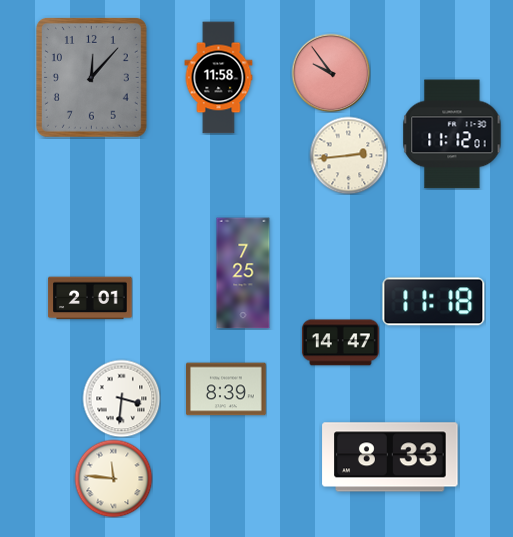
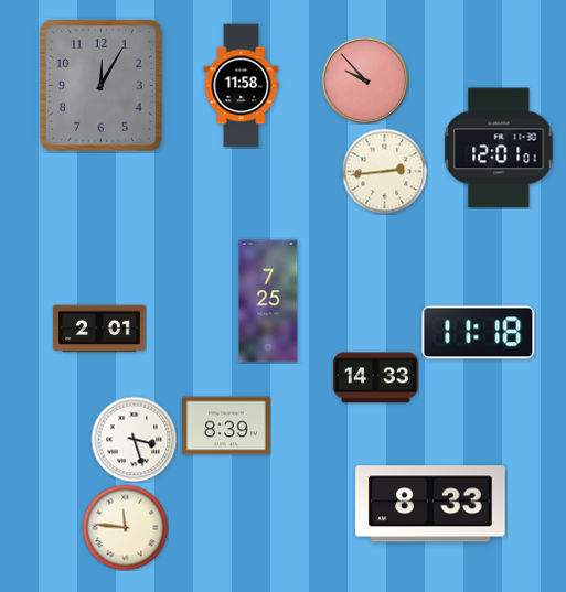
clock at (331, 73): 9:54 -> 9:53
clock at (91, 77): 12:07 -> 12:05
clock at (452, 134): 11:12 -> 12:01
clock at (340, 343): 14:47 -> 14:33
clock at (227, 389) position: (227, 389) -> (227, 426)
clock at (121, 398): 3:31 -> 3:27
